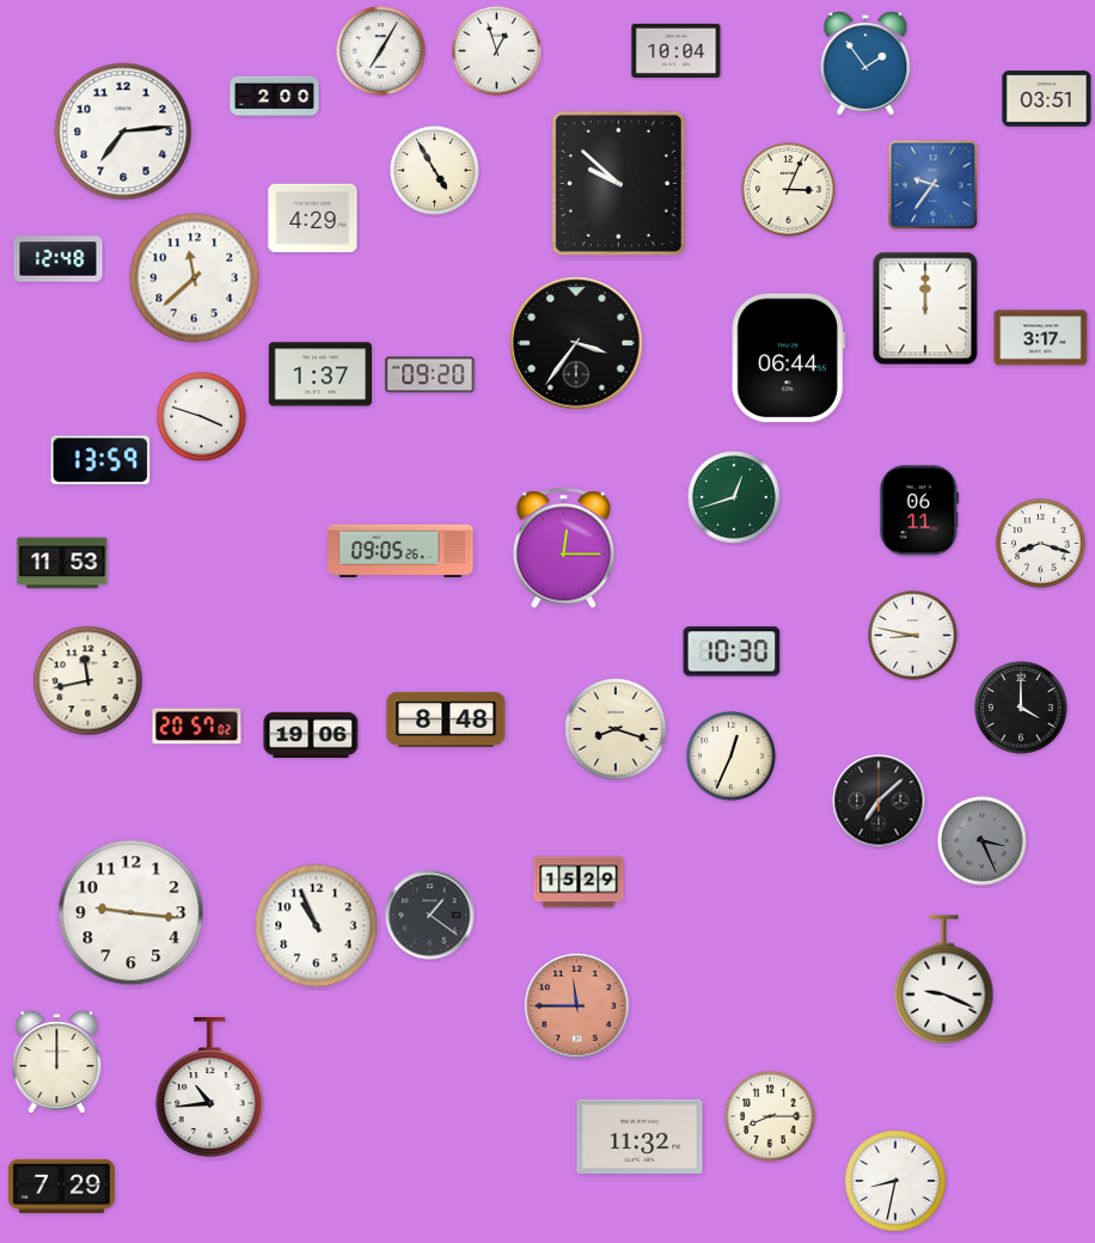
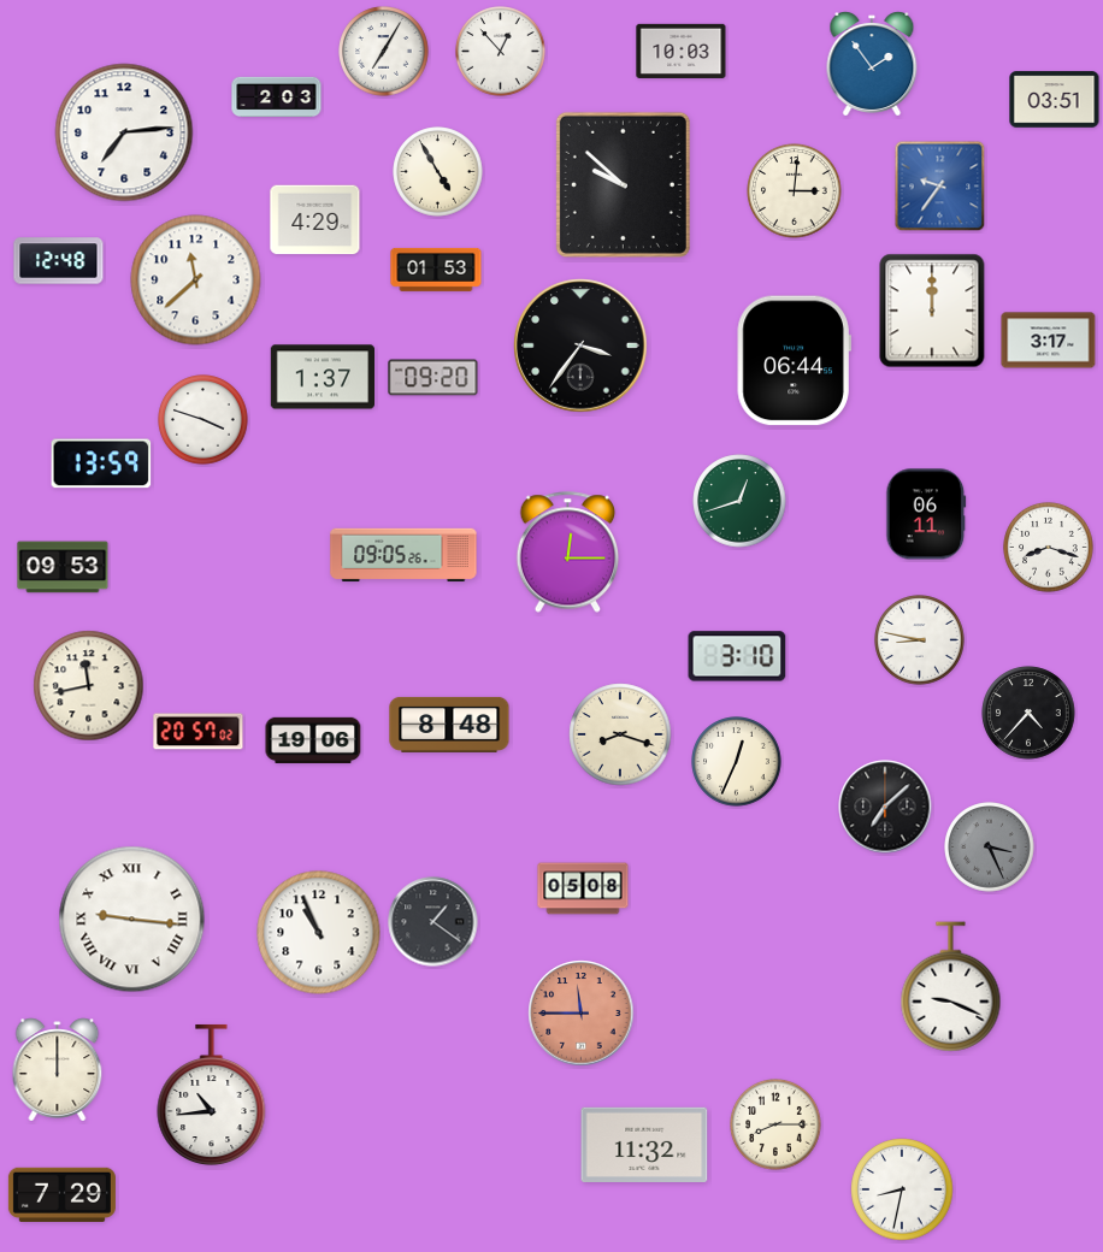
clock at (677, 50): 10:04 -> 10:03
clock at (497, 51): 12:57 -> 12:53
clock at (275, 97): 2:00 -> 2:03
clock at (789, 190): 3:04 -> 3:01
clock at (436, 270): none -> 01:53
clock at (62, 563): 11:53 -> 09:53
clock at (732, 651): 10:30 -> 3:10
clock at (1021, 708): 4:00 -> 4:37
clock at (579, 882): 15:29 -> 05:08
clock at (131, 913) numerals: Arabic -> Roman
